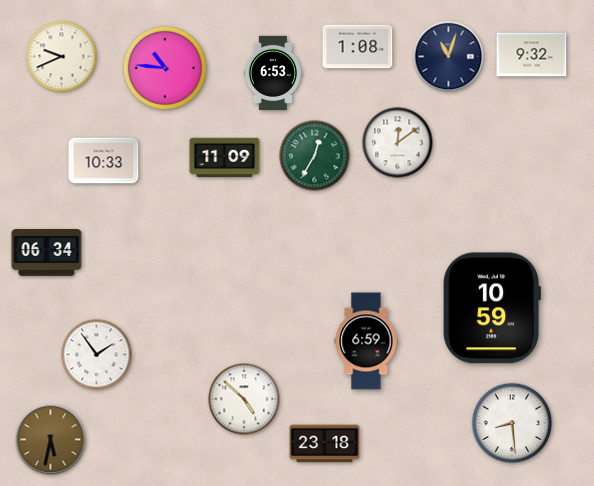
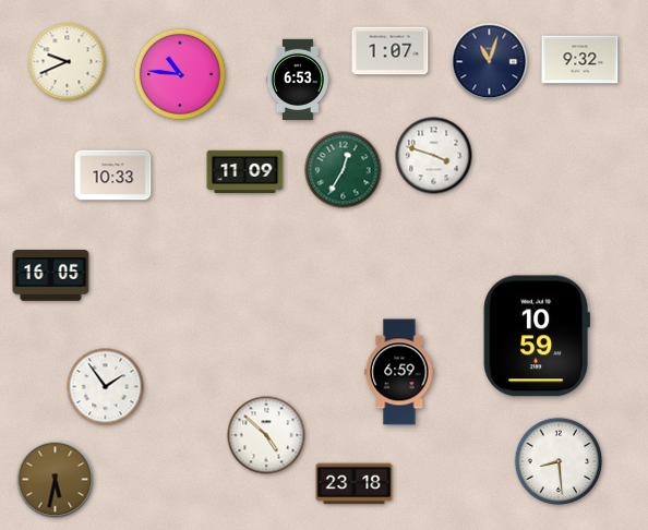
clock at (358, 47): 1:08 -> 1:07
clock at (398, 143): 12:09 -> 3:48
clock at (47, 253): 06:34 -> 16:05
